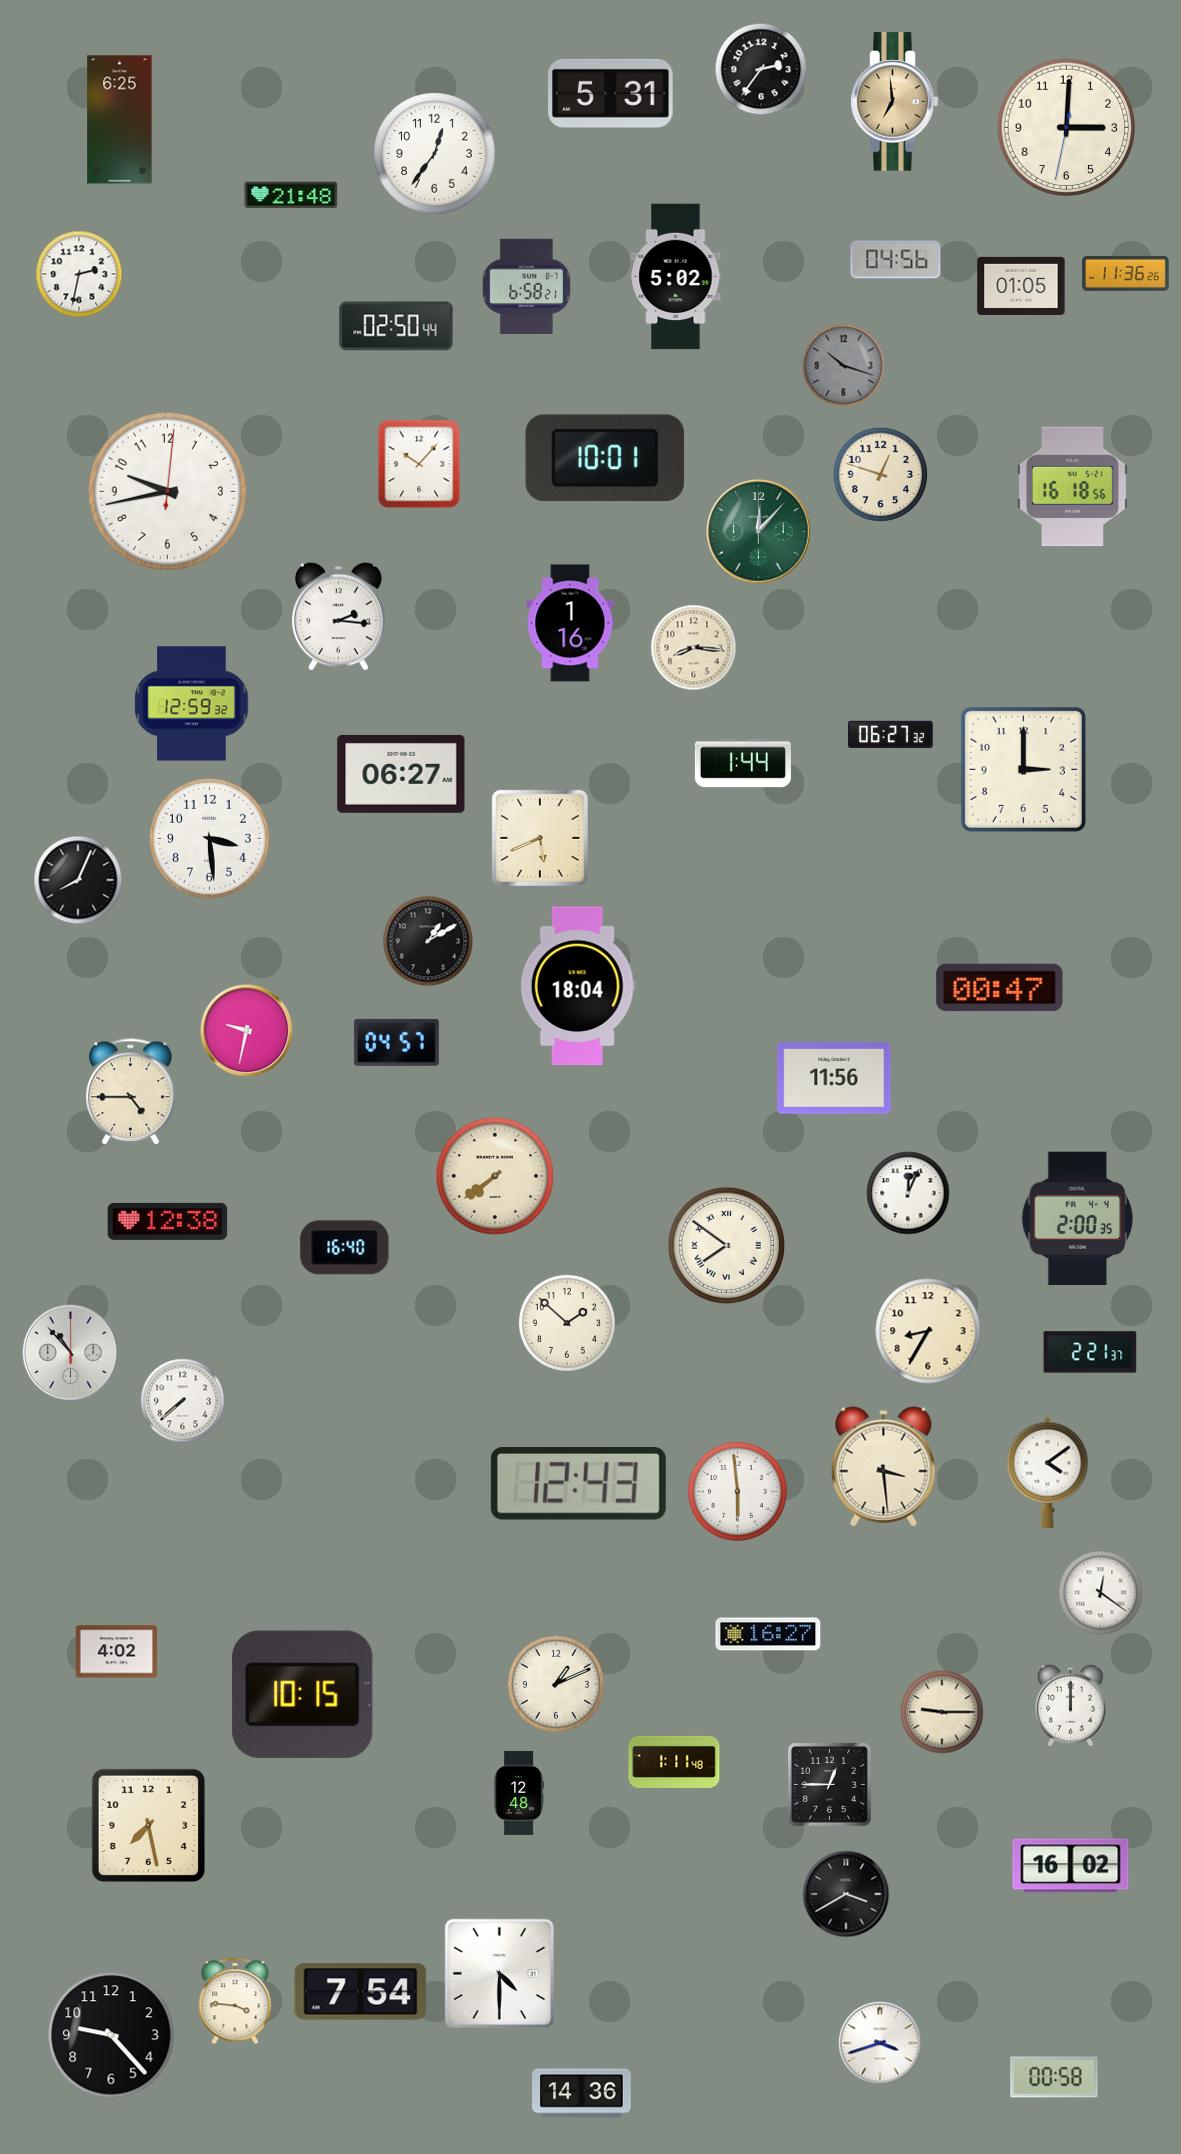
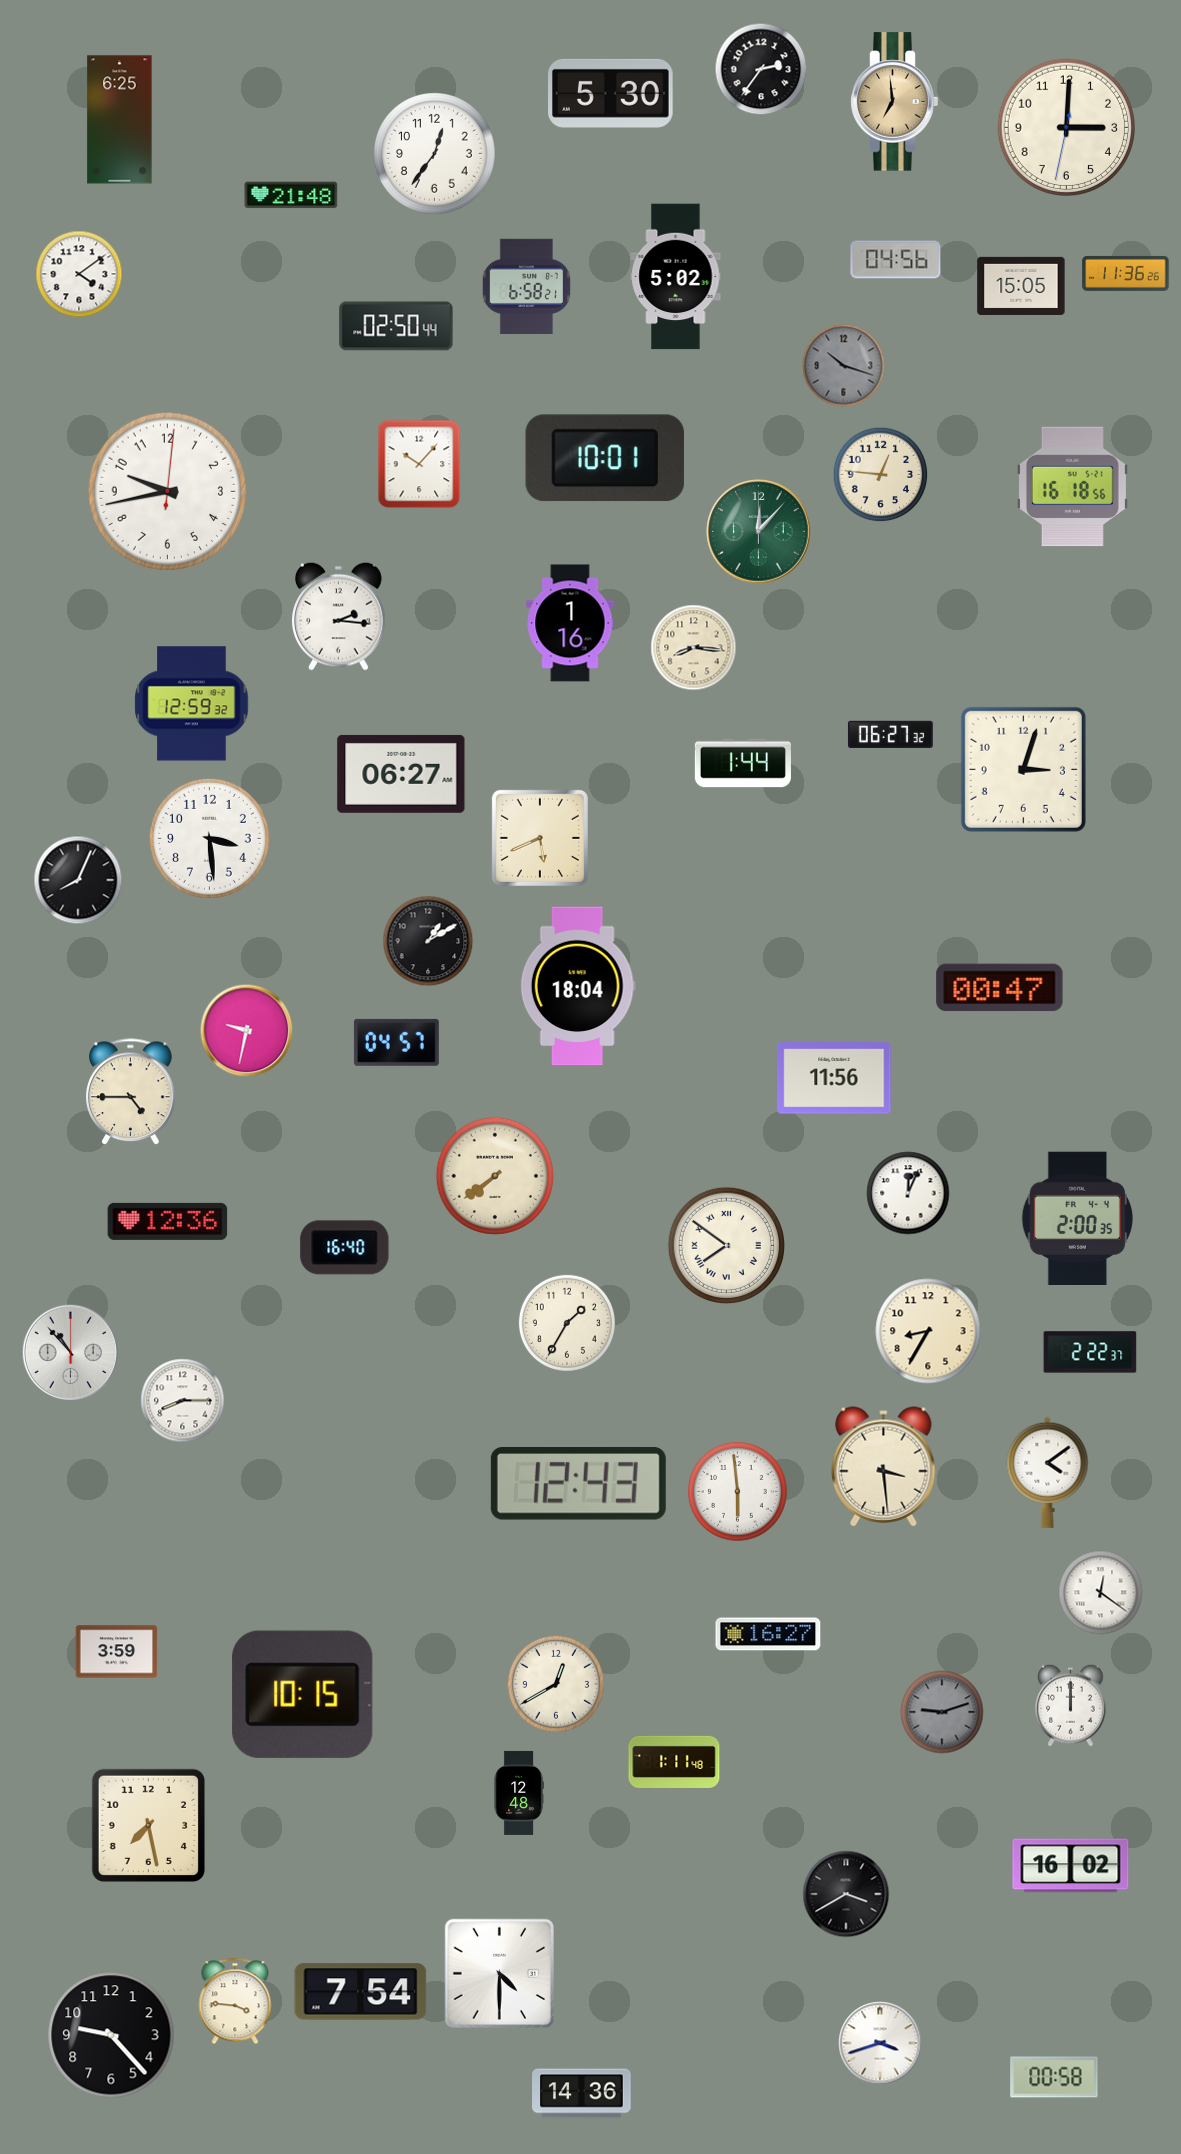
clock at (611, 93): 5:31 -> 5:30
clock at (79, 274): 2:32 -> 4:09
clock at (1021, 286): 01:05 -> 15:05
clock at (881, 475): 12:48 -> 12:46
clock at (1023, 769): 3:00 -> 3:03
clock at (168, 1221): 12:38 -> 12:36
clock at (567, 1323): 1:52 -> 1:35
clock at (1090, 1352): 2:21 -> 2:22
clock at (183, 1401): 7:38 -> 8:15
clock at (117, 1652): 4:02 -> 3:59
clock at (556, 1684): 1:11 -> 12:40
clock at (942, 1712): 9:15 -> 9:12
clock at (942, 1712) dial: cream -> grey
clock at (829, 1784): 12:45 -> none
